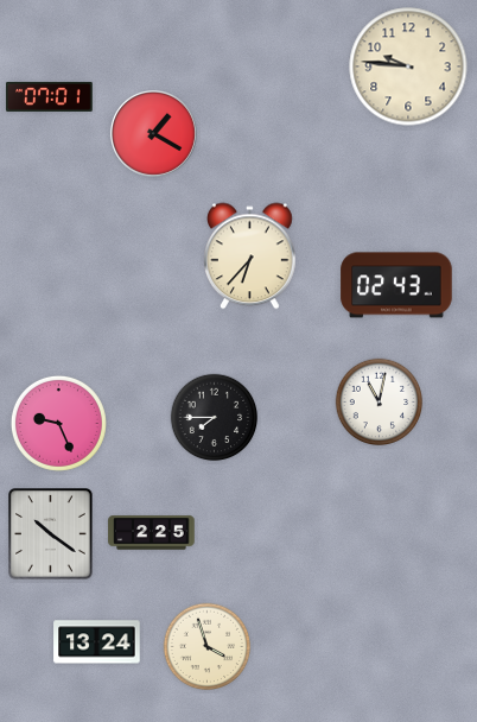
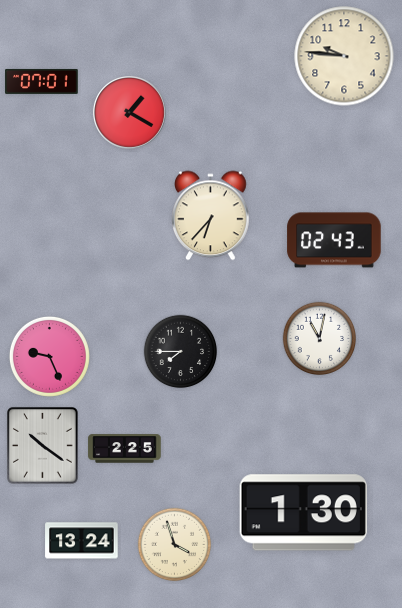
clock at (152, 533) position: (152, 533) -> (125, 449)
clock at (51, 534) position: (51, 534) -> (43, 446)
clock at (303, 513): none -> 1:30
